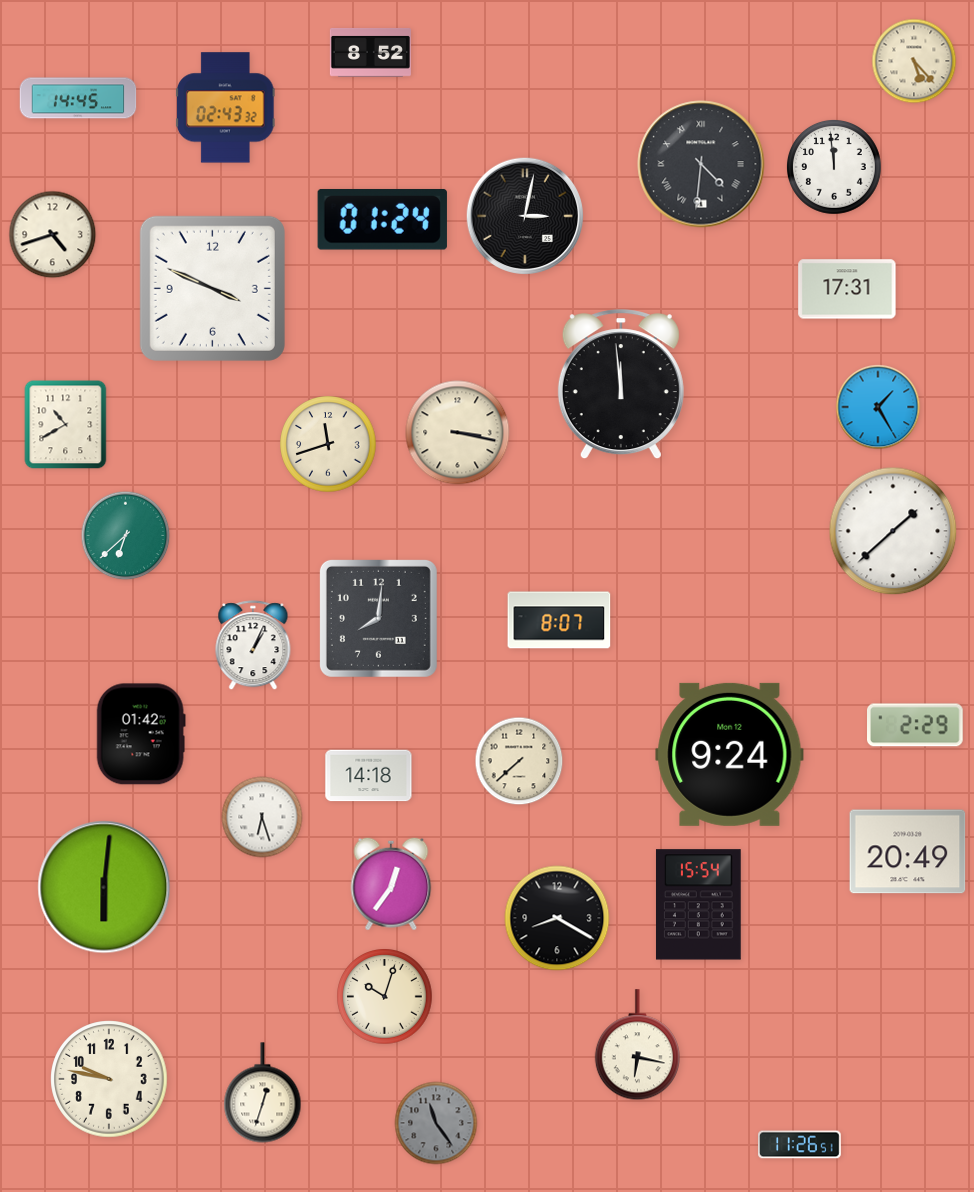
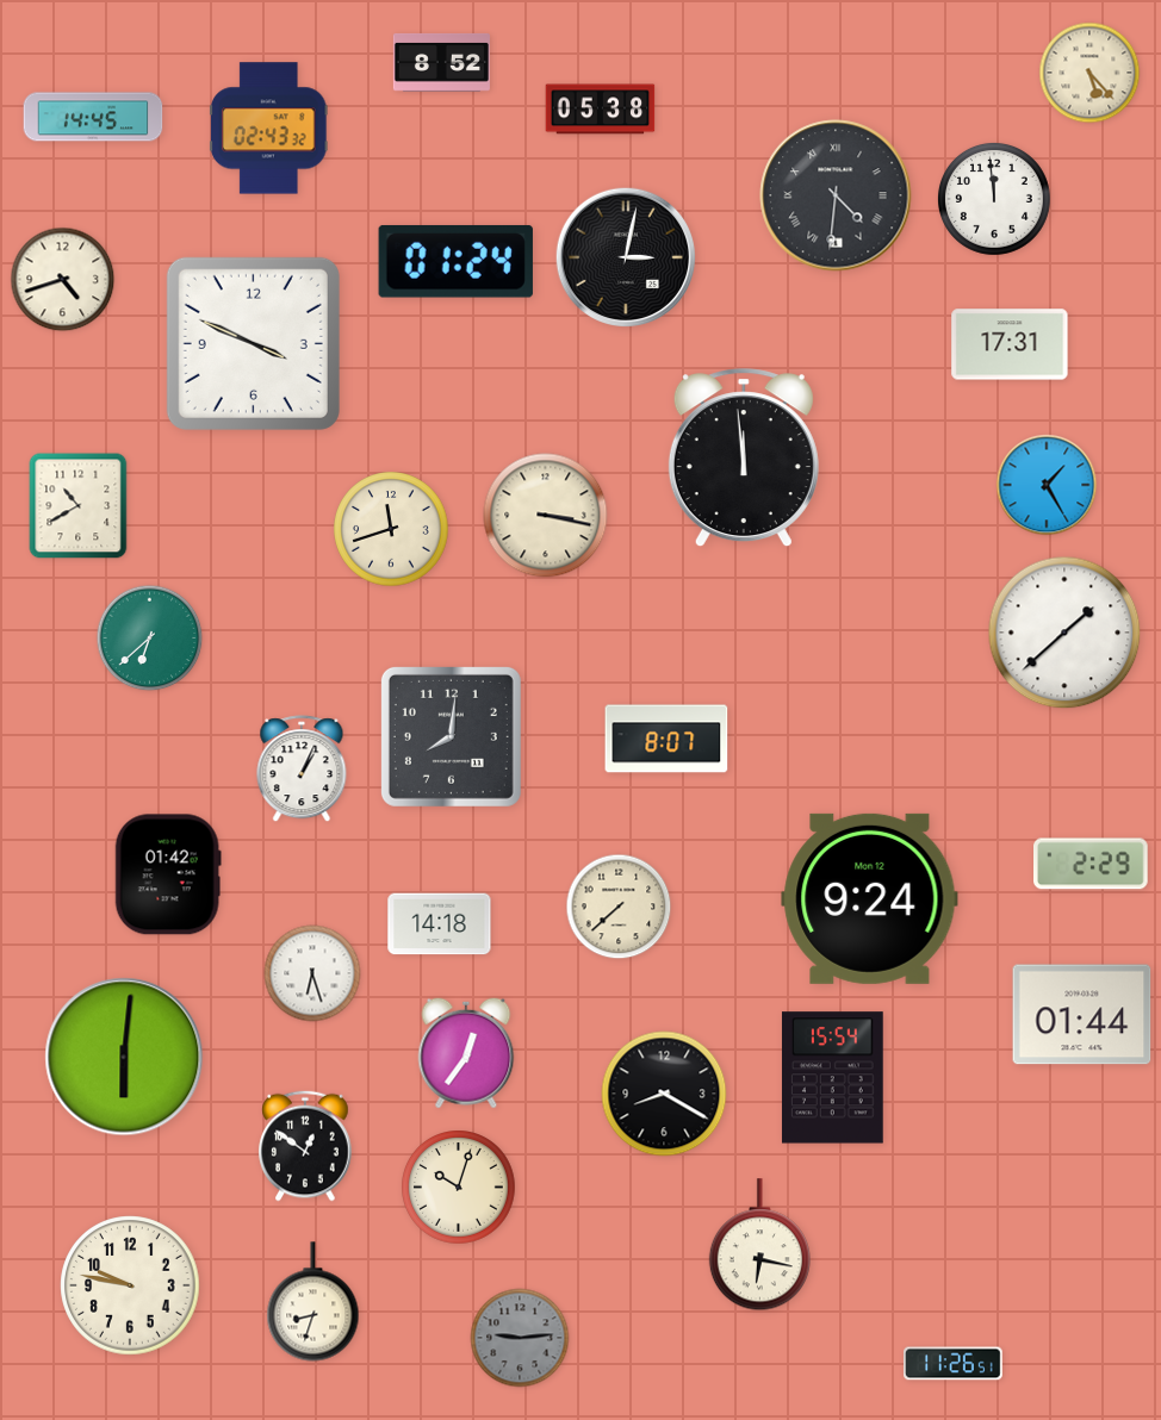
clock at (601, 110): none -> 05:38
clock at (621, 385) position: (621, 385) -> (744, 459)
clock at (908, 852): 20:49 -> 01:44
clock at (305, 1146): none -> 12:51
clock at (263, 1093): 12:33 -> 8:33
clock at (436, 1123): 11:24 -> 9:14
